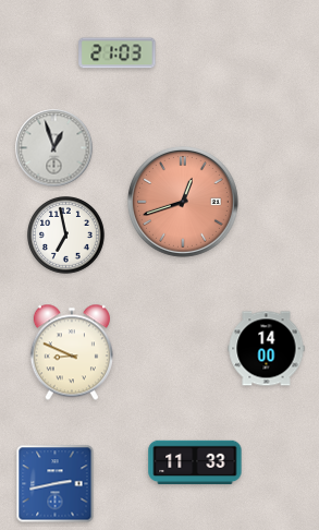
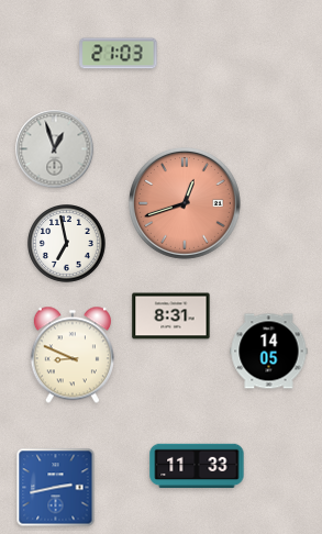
clock at (66, 236) position: (66, 236) -> (67, 244)
clock at (171, 316): none -> 8:31
clock at (267, 349): 14:00 -> 14:05
